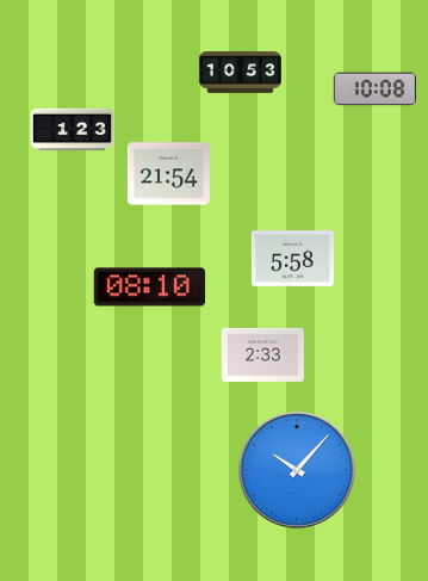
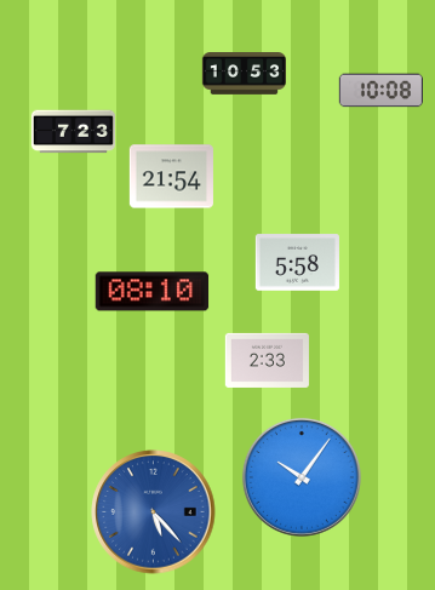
clock at (72, 130): 1:23 -> 7:23
clock at (297, 470): 10:07 -> 10:06
clock at (154, 512): none -> 5:23
